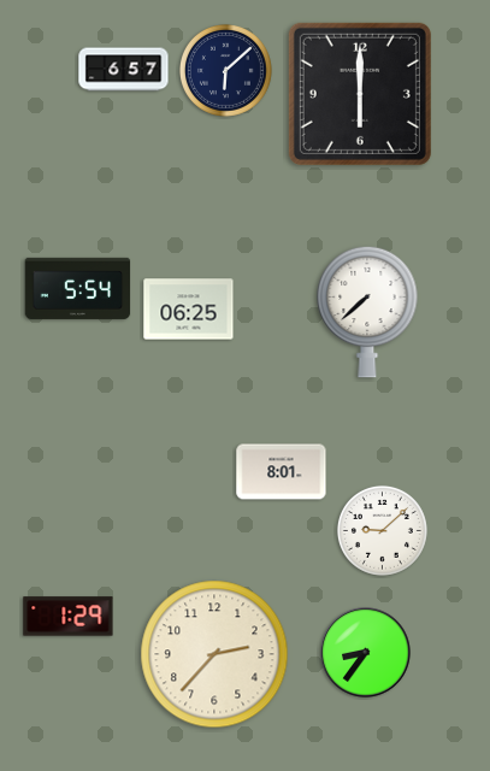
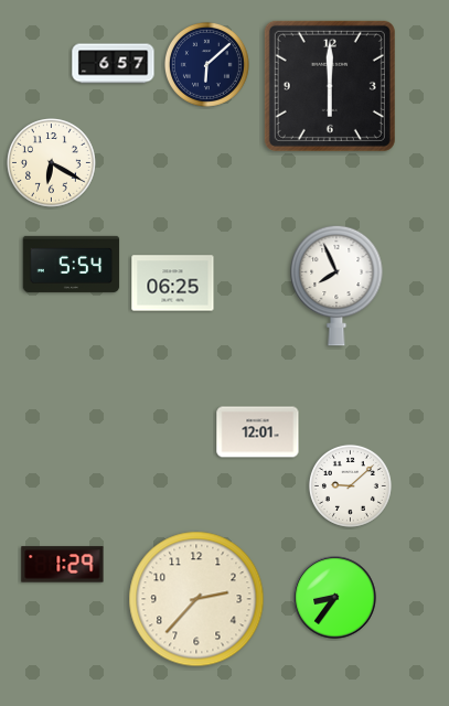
clock at (52, 163): none -> 6:20
clock at (367, 312): 7:38 -> 7:56
clock at (282, 472): 8:01 -> 12:01
